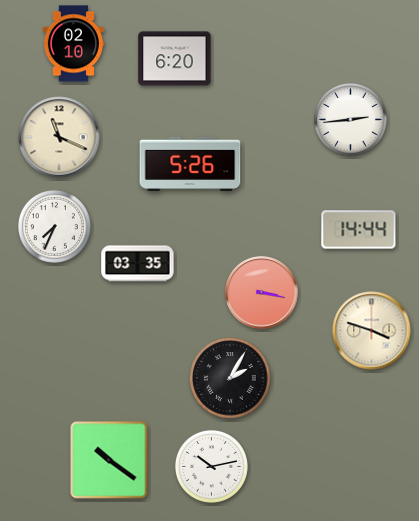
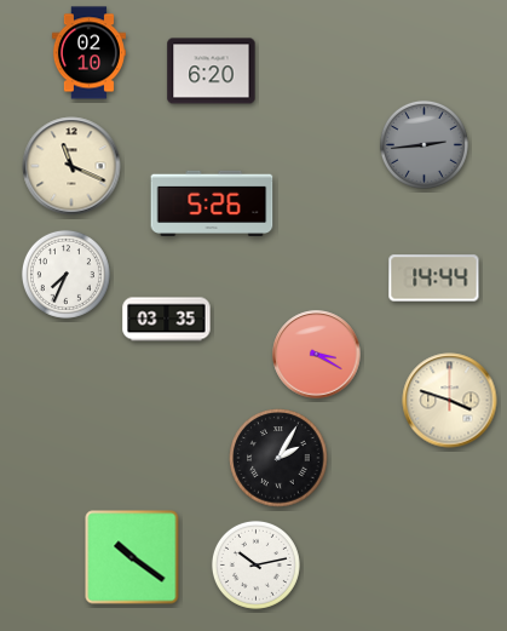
clock at (350, 119) dial: white -> grey
clock at (190, 163) position: (190, 163) -> (212, 202)
clock at (262, 293): 3:17 -> 3:20
